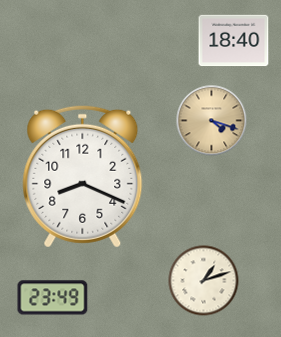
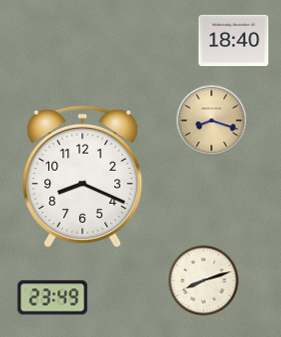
clock at (212, 121): 4:18 -> 8:18
clock at (204, 281): 1:12 -> 8:12
